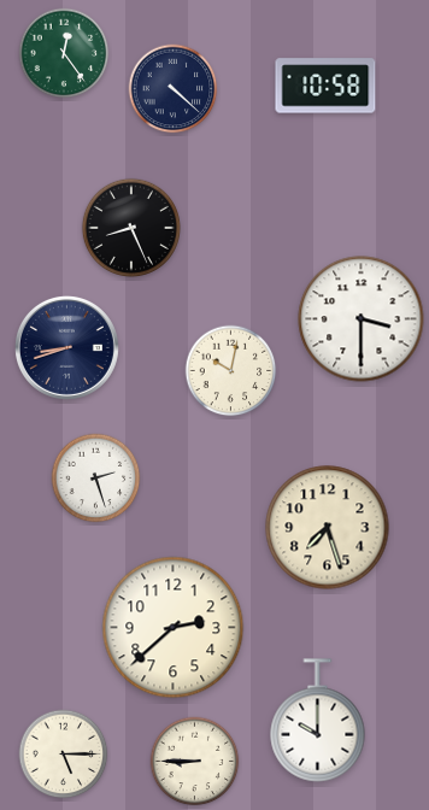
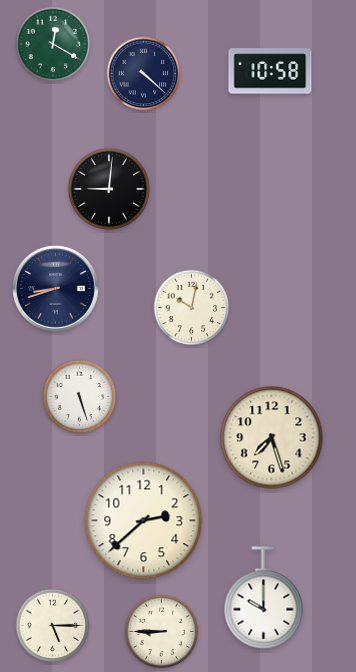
clock at (64, 53): 12:24 -> 12:20
clock at (131, 228): 8:26 -> 9:01
clock at (362, 319): 3:30 -> none
clock at (96, 479): 2:27 -> 5:27
